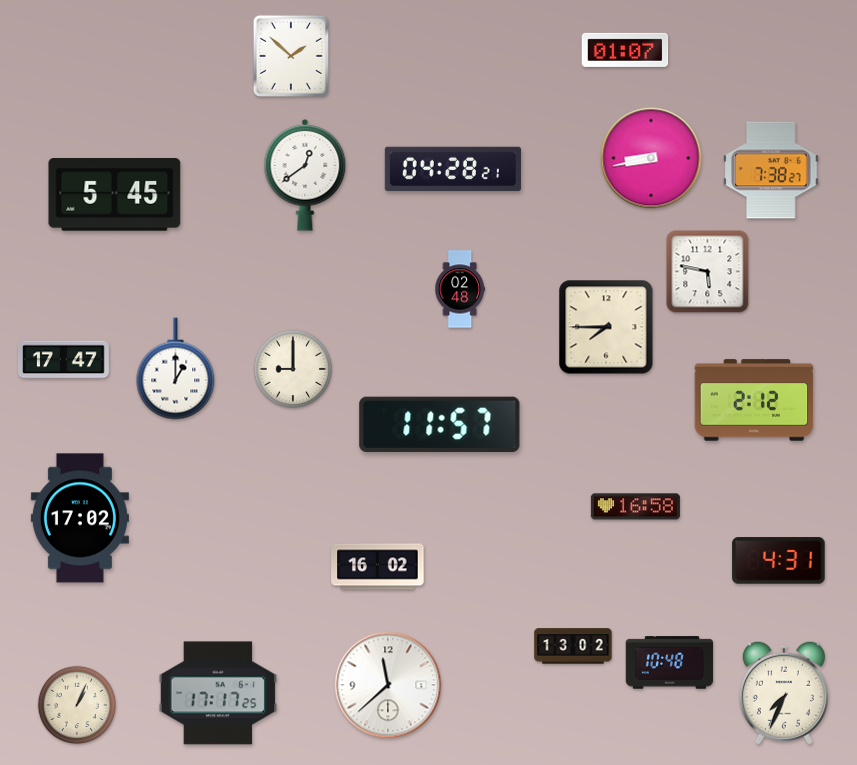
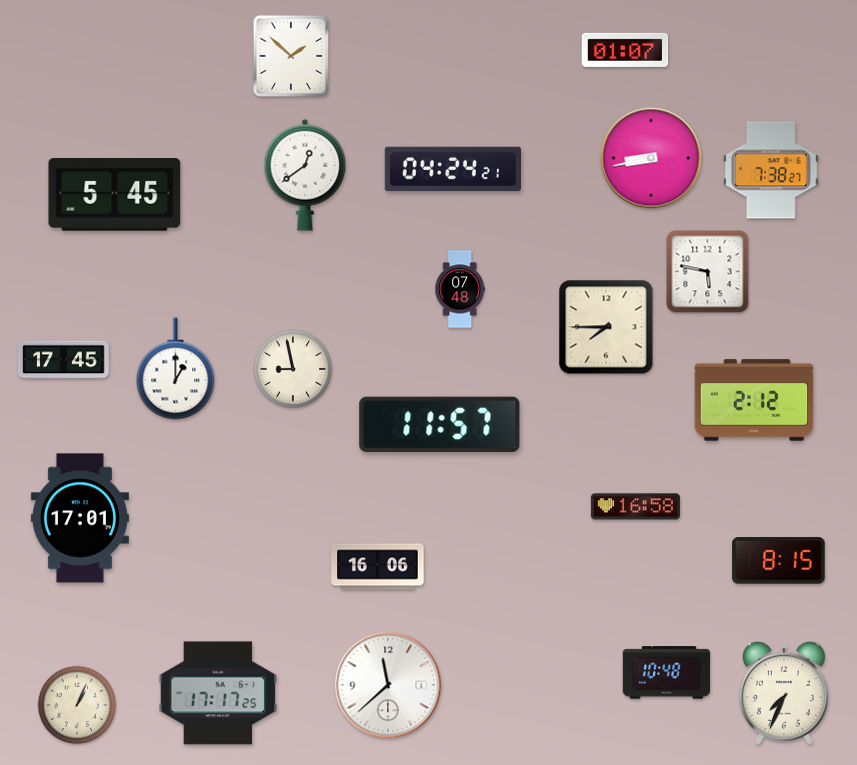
clock at (453, 169): 04:28 -> 04:24
clock at (460, 289): 02:48 -> 07:48
clock at (64, 360): 17:47 -> 17:45
clock at (293, 369): 9:00 -> 8:58
clock at (80, 518): 17:02 -> 17:01
clock at (779, 561): 4:31 -> 8:15
clock at (378, 567): 16:02 -> 16:06
clock at (573, 646): 13:02 -> none
clock at (670, 663) position: (670, 663) -> (667, 673)
